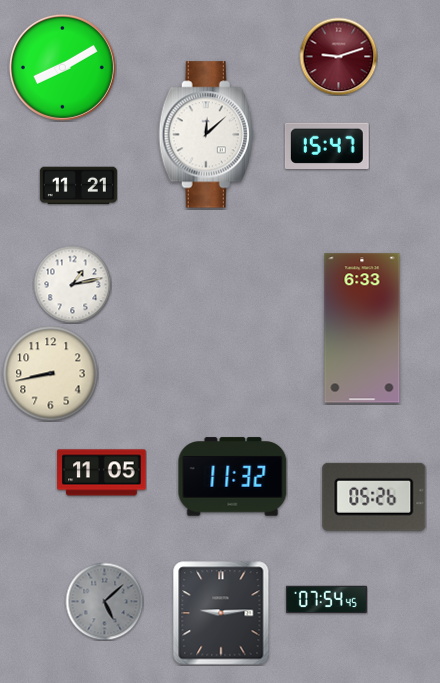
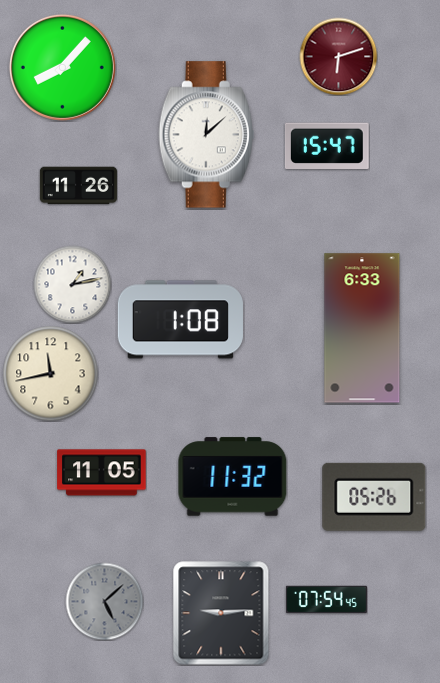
clock at (338, 56): 9:12 -> 6:12
clock at (62, 67): 8:10 -> 8:07
clock at (78, 186): 11:21 -> 11:26
clock at (180, 320): none -> 1:08
clock at (50, 373): 8:43 -> 11:43
